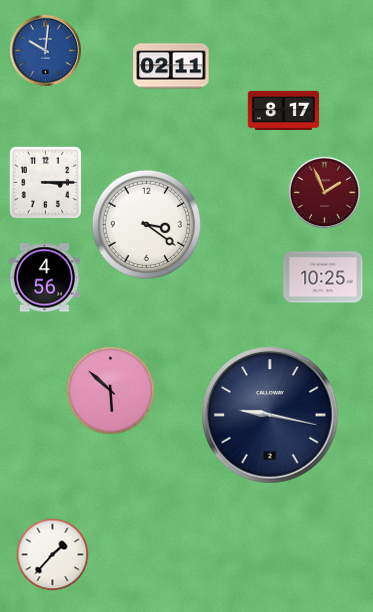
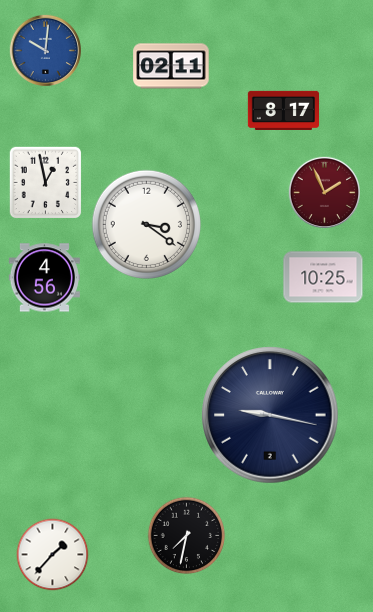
clock at (46, 183): 3:15 -> 12:58
clock at (111, 391): 5:52 -> none
clock at (187, 536): none -> 7:32
